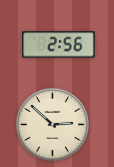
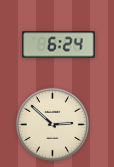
clock at (59, 45): 2:56 -> 6:24
